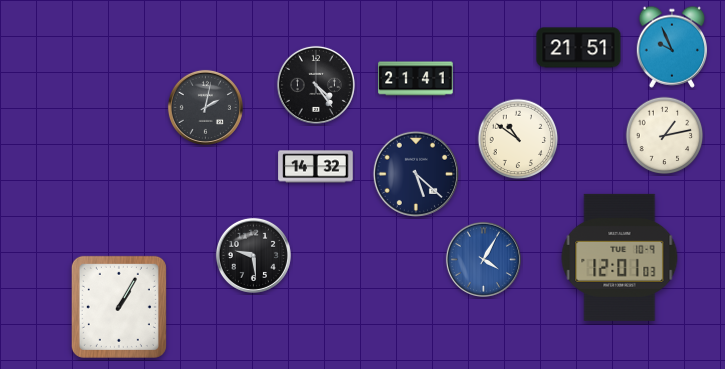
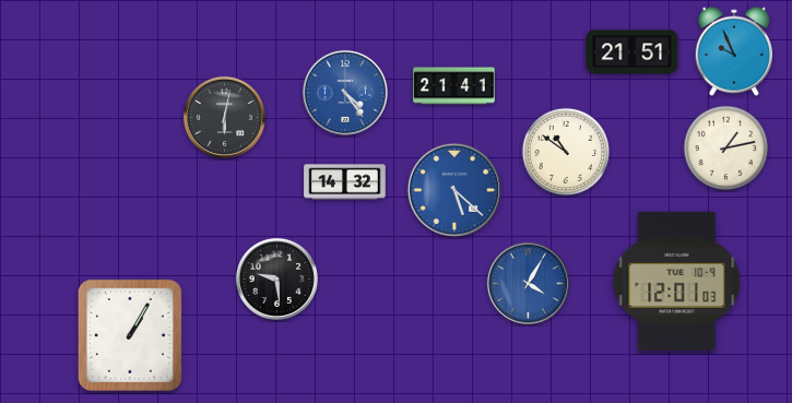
clock at (316, 85) dial: black -> blue
clock at (205, 107): 2:02 -> 6:02
clock at (416, 174) dial: navy -> blue
